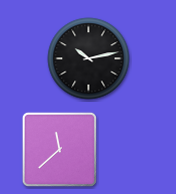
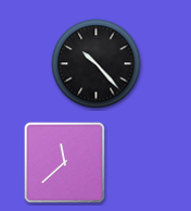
clock at (89, 59): 10:13 -> 10:23
